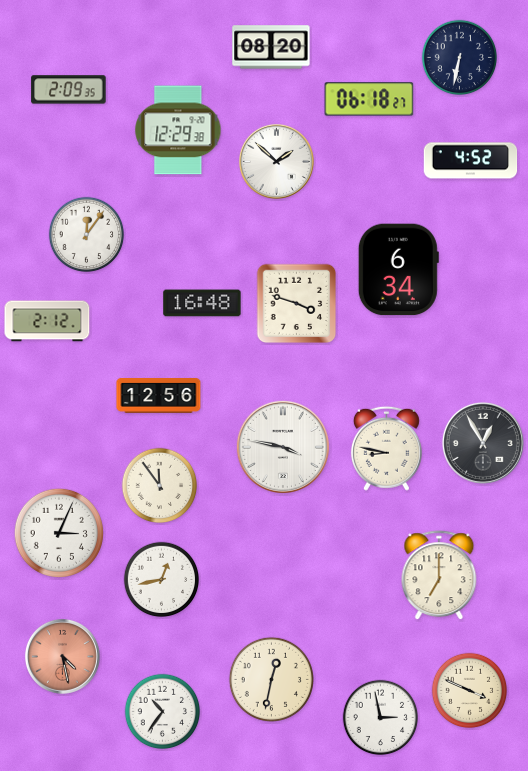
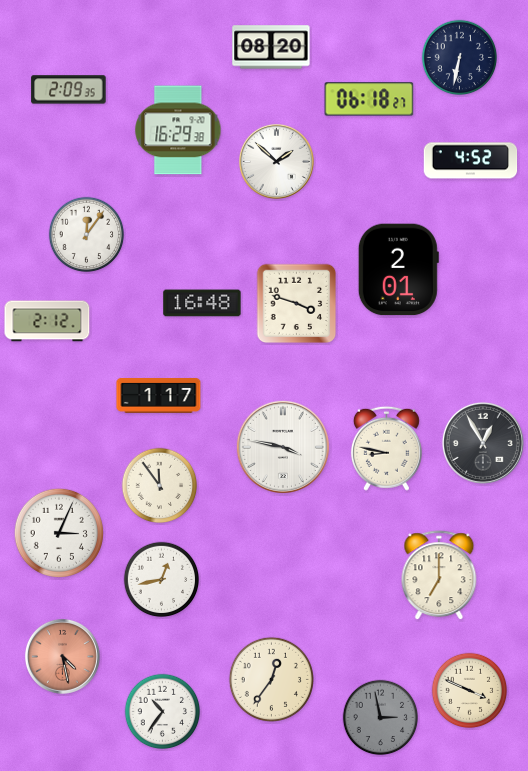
clock at (178, 130): 12:29 -> 16:29
clock at (398, 270): 6:34 -> 2:01
clock at (159, 396): 12:56 -> 1:17
clock at (271, 679): 12:32 -> 12:36
clock at (381, 718) dial: white -> grey
